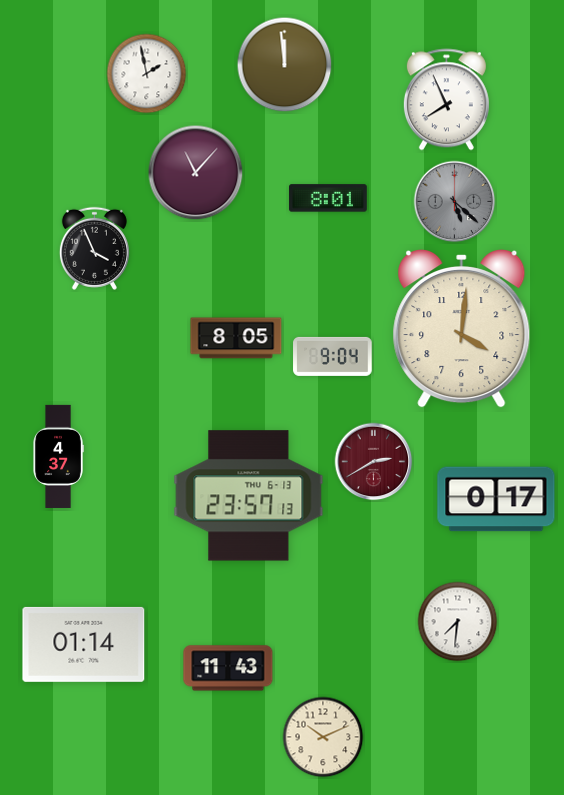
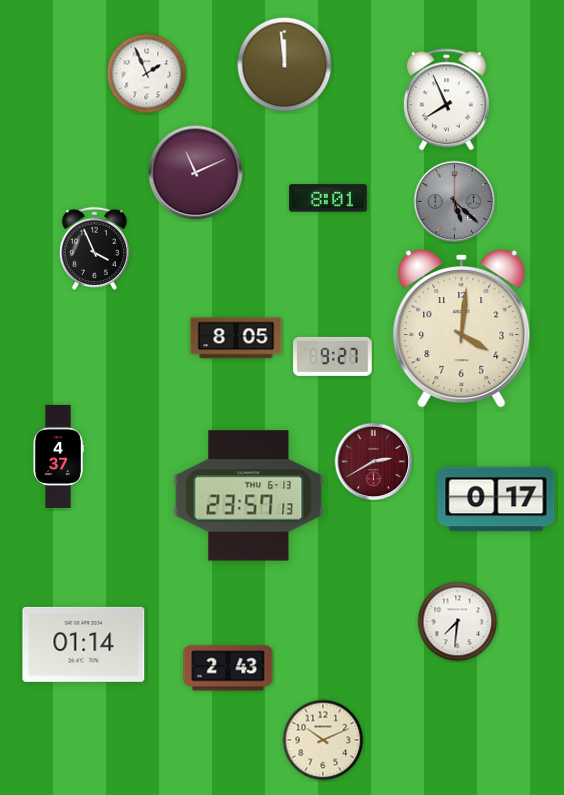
clock at (147, 74): 1:58 -> 1:56
clock at (196, 173): 11:07 -> 11:11
clock at (333, 356): 9:04 -> 9:27
clock at (228, 668): 11:43 -> 2:43
clock at (323, 737) position: (323, 737) -> (323, 740)
